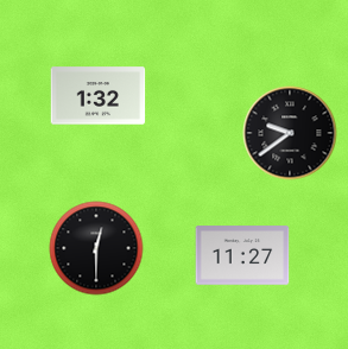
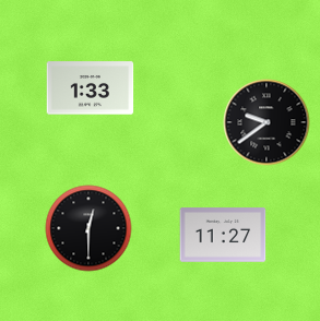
clock at (99, 96): 1:32 -> 1:33
